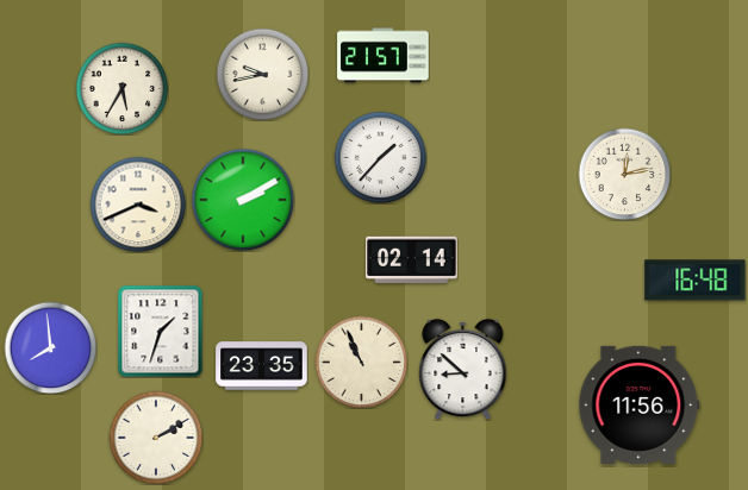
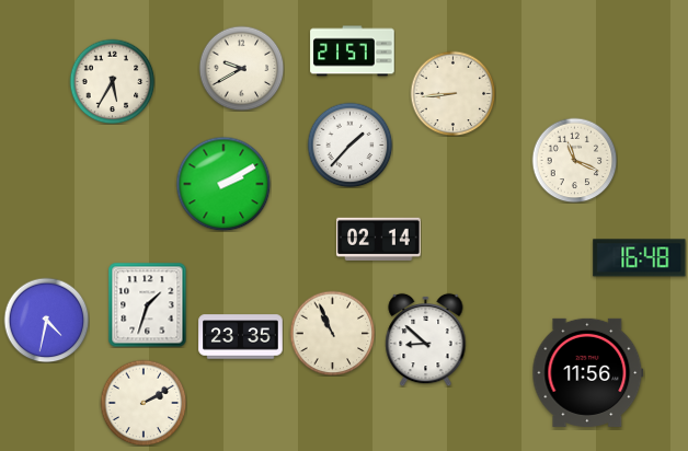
clock at (262, 74): 9:43 -> 9:40
clock at (452, 93): none -> 8:44
clock at (624, 174): 12:13 -> 11:19
clock at (138, 205): 3:41 -> none
clock at (50, 347): 7:59 -> 4:32
